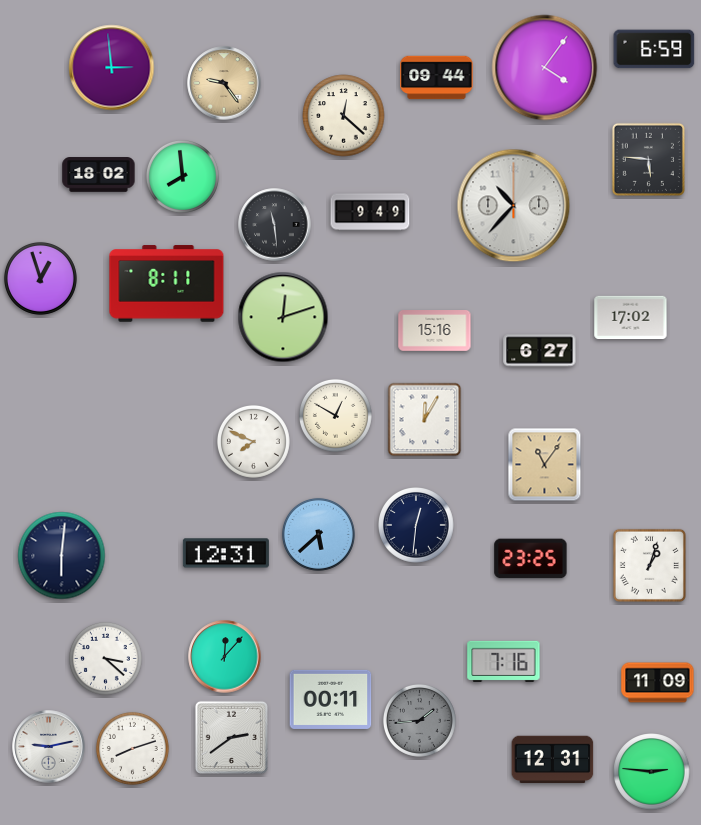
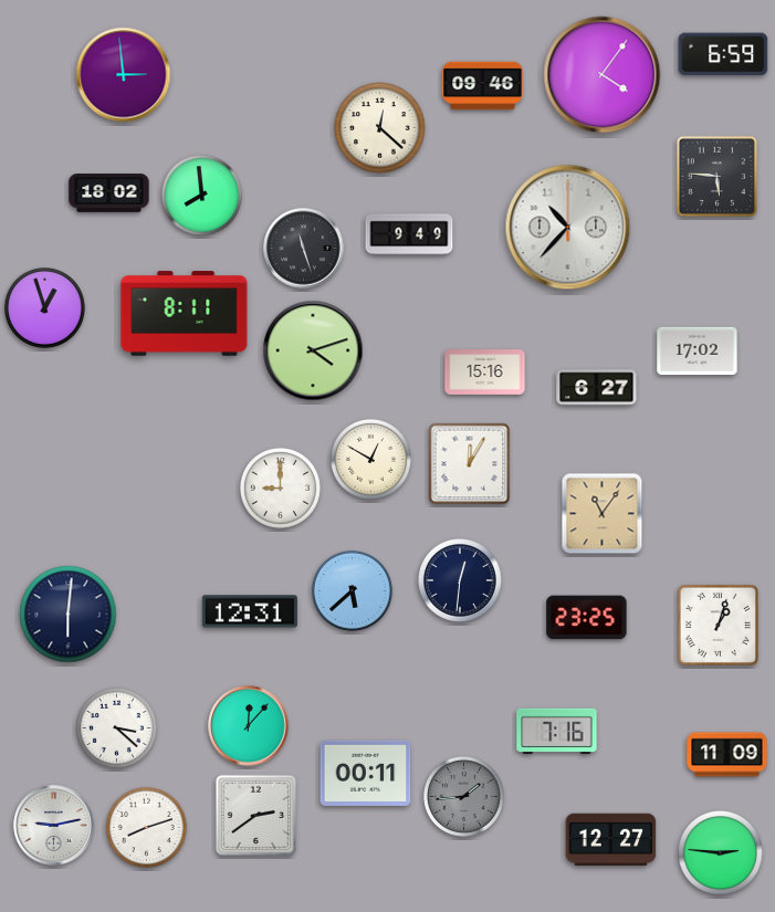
clock at (437, 78): 09:44 -> 09:46
clock at (224, 83): 9:24 -> none
clock at (275, 225): 11:29 -> 11:27
clock at (283, 317): 12:12 -> 4:12
clock at (435, 331) position: (435, 331) -> (485, 373)
clock at (253, 441): 7:49 -> 9:00
clock at (553, 760): 12:31 -> 12:27
